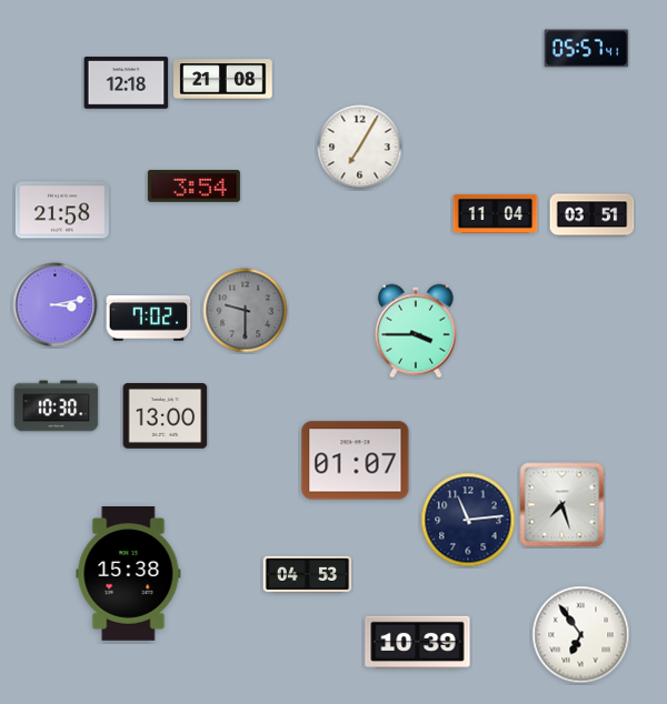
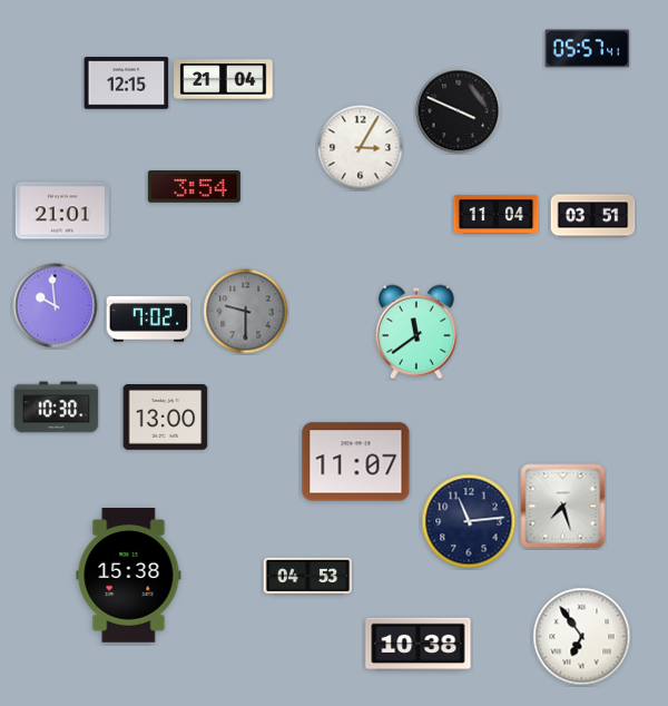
clock at (223, 80): 21:08 -> 21:04
clock at (127, 83): 12:18 -> 12:15
clock at (459, 111): none -> 3:49
clock at (360, 148): 7:05 -> 3:05
clock at (62, 210): 21:58 -> 21:01
clock at (56, 305): 3:13 -> 9:59
clock at (416, 331): 3:45 -> 11:39
clock at (356, 461): 01:07 -> 11:07
clock at (418, 643): 10:39 -> 10:38
